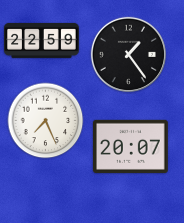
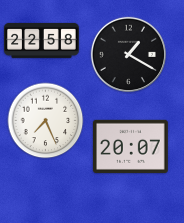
clock at (42, 40): 22:59 -> 22:58
clock at (128, 54): 1:24 -> 1:20
